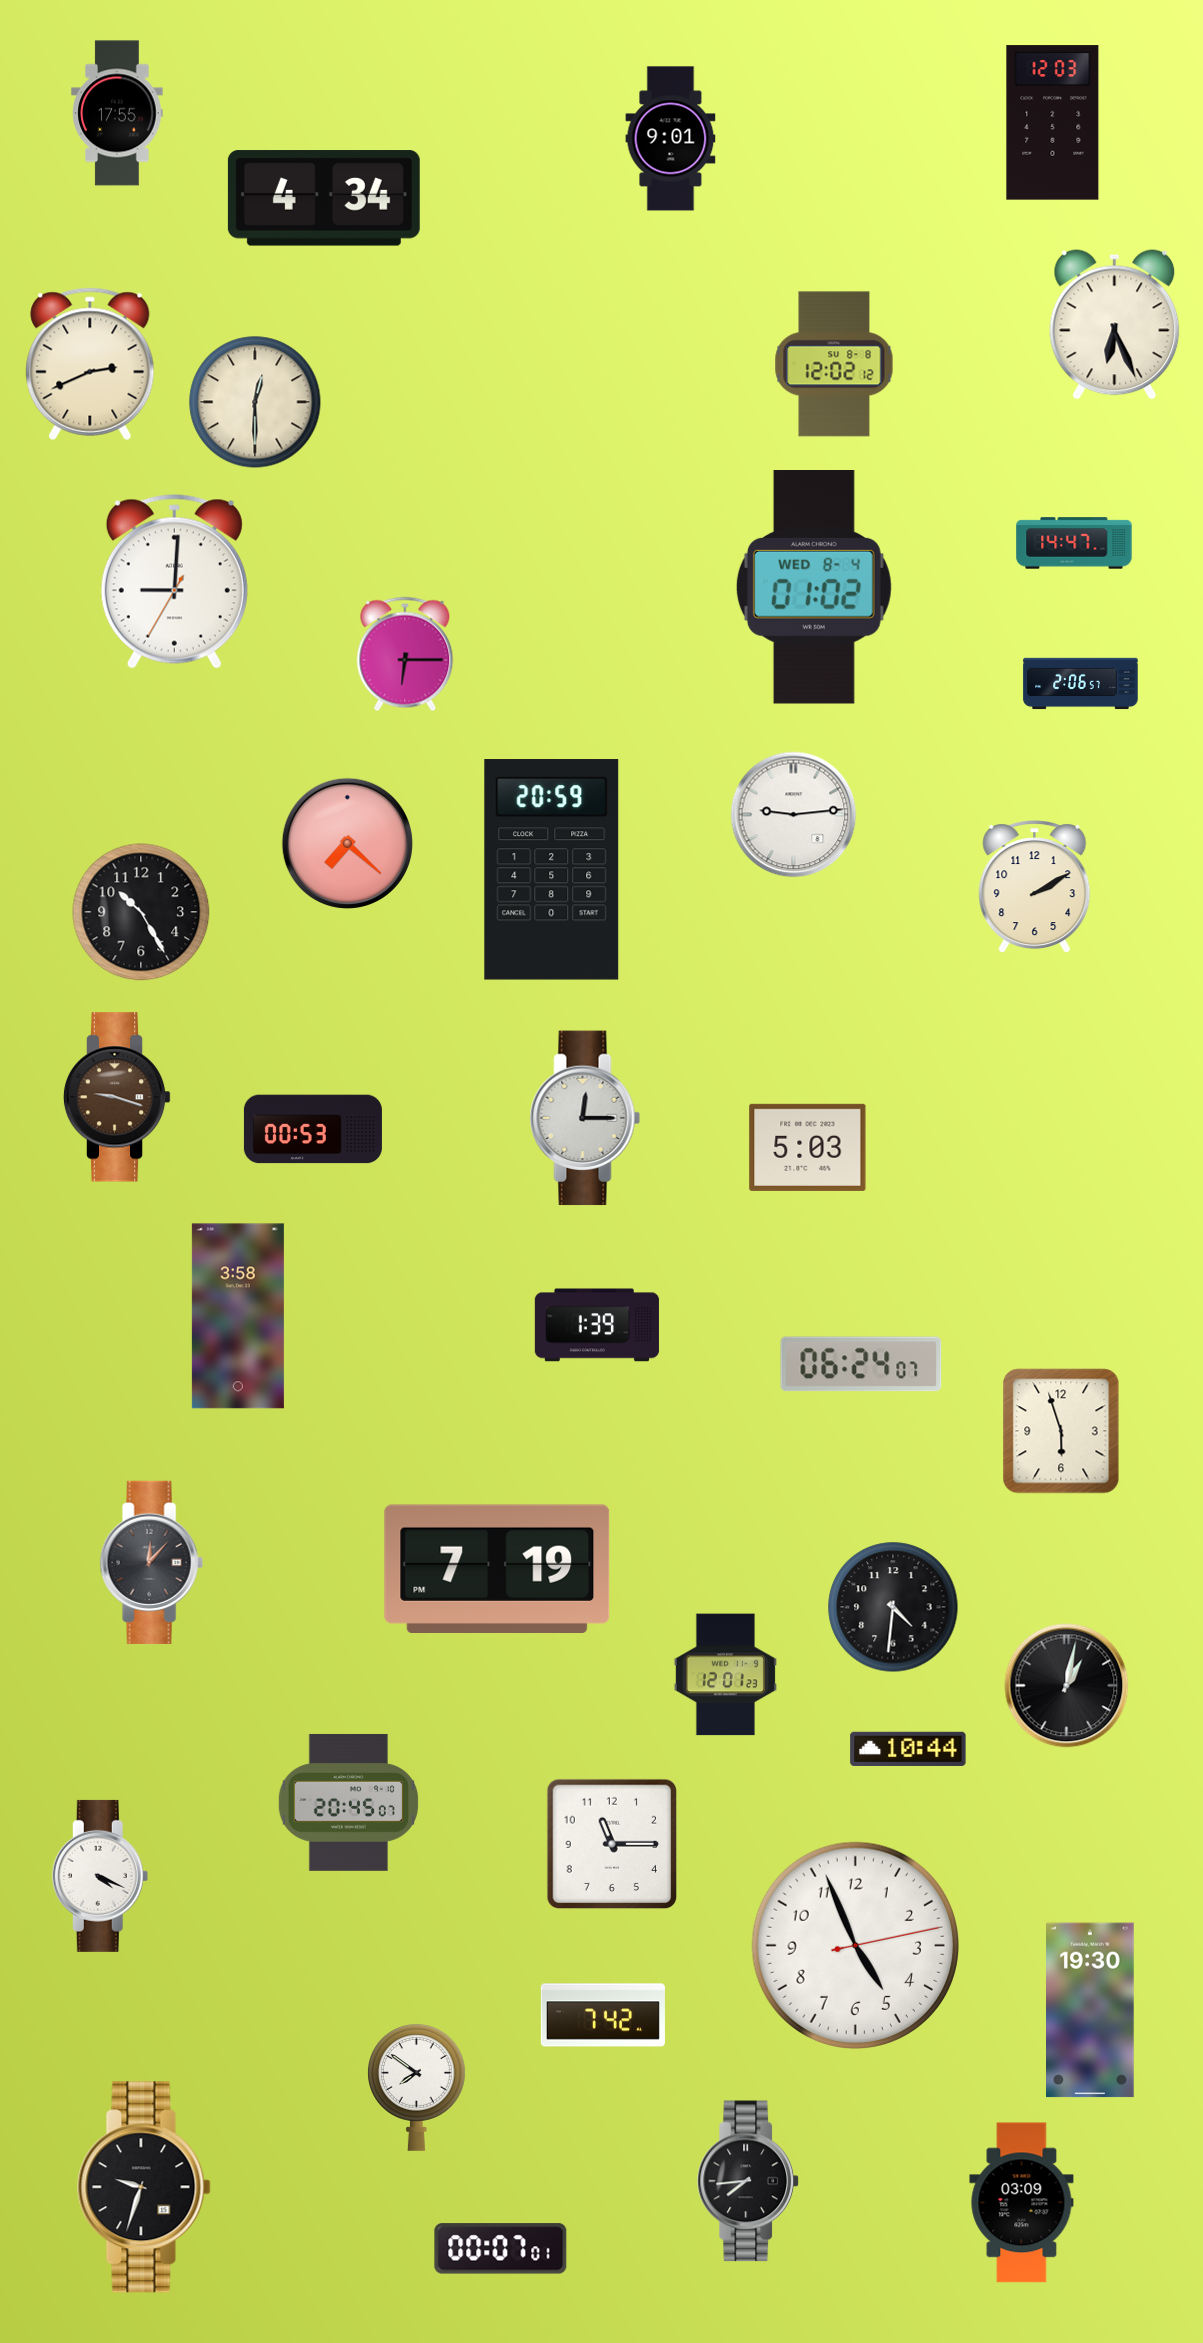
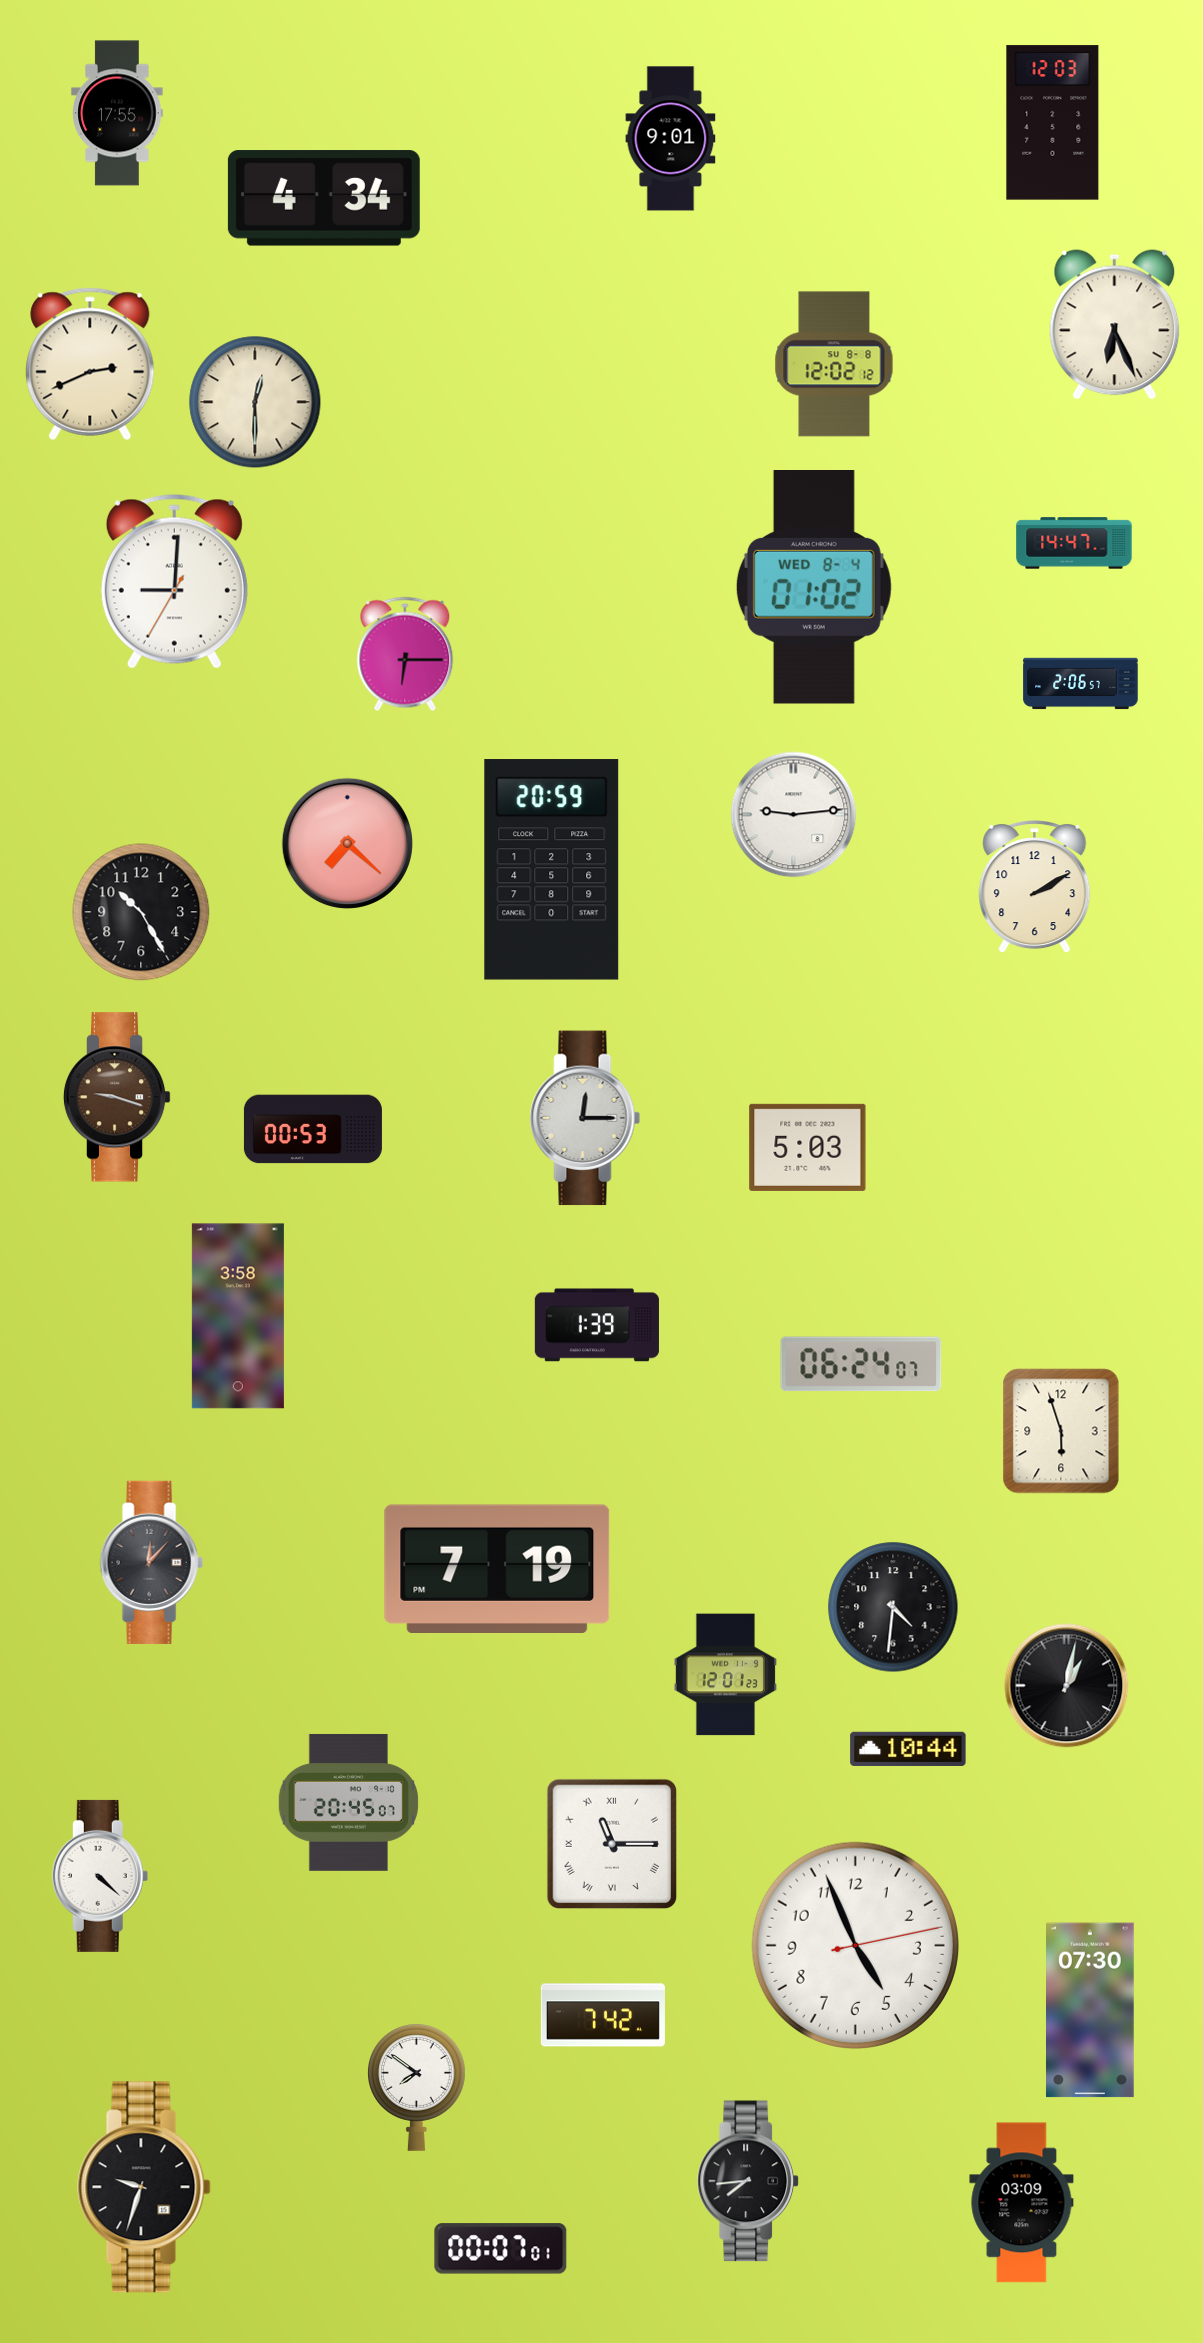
clock at (611, 1843) numerals: Arabic -> Roman
clock at (100, 1876): 4:19 -> 4:22
clock at (1090, 2010): 19:30 -> 07:30
